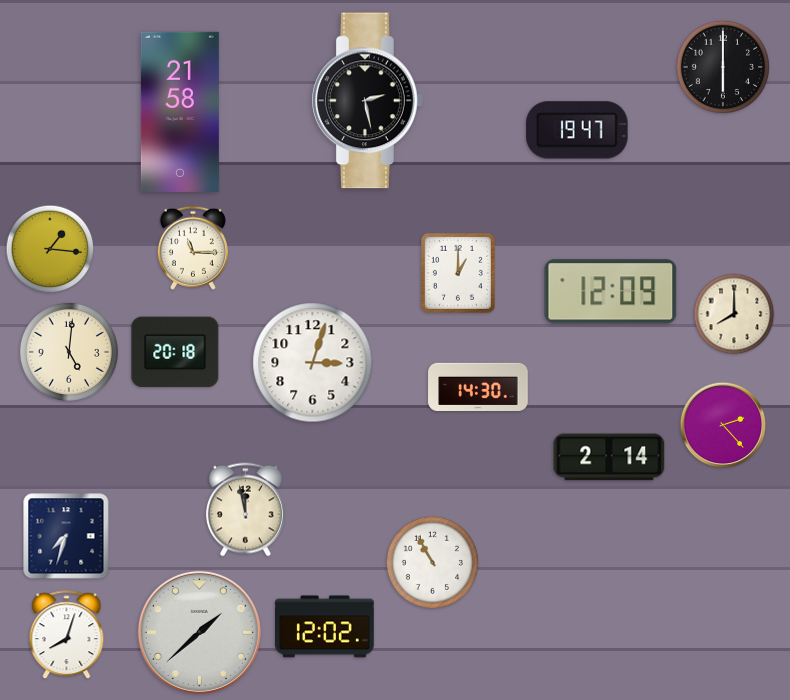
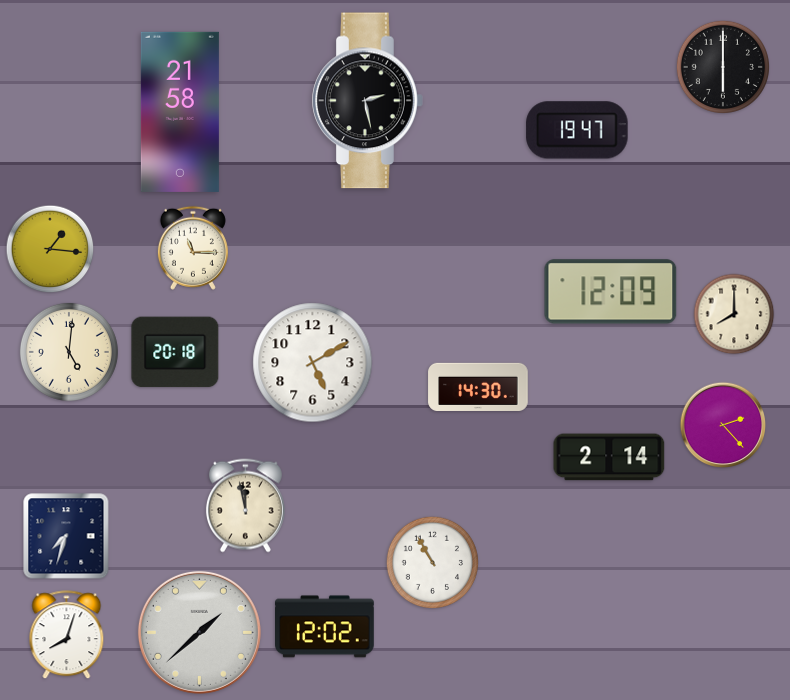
clock at (458, 273): 1:00 -> none
clock at (313, 363): 3:03 -> 5:10
clock at (245, 510) position: (245, 510) -> (245, 506)
